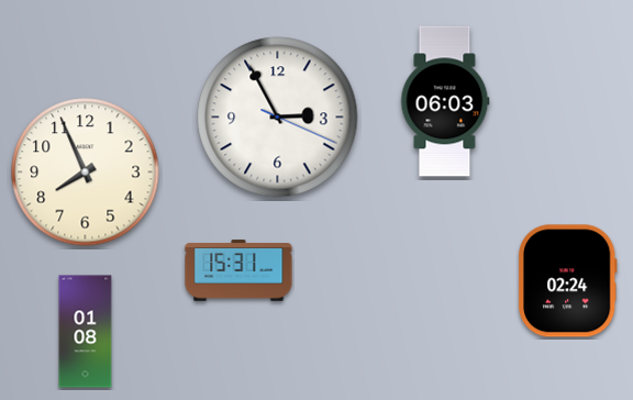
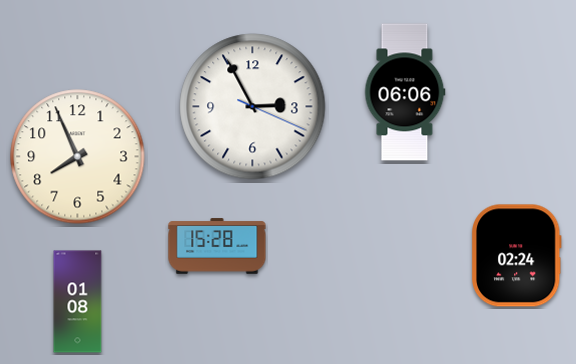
clock at (445, 101): 06:03 -> 06:06
clock at (238, 270): 15:31 -> 15:28
